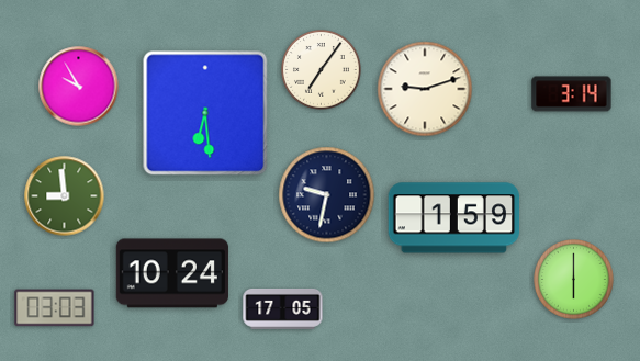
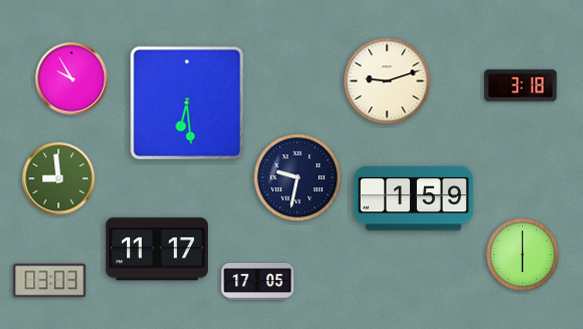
clock at (322, 70): 7:06 -> none
clock at (572, 94): 3:14 -> 3:18
clock at (172, 273): 10:24 -> 11:17
